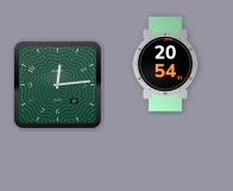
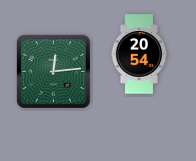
clock at (57, 84) position: (57, 84) -> (53, 71)
